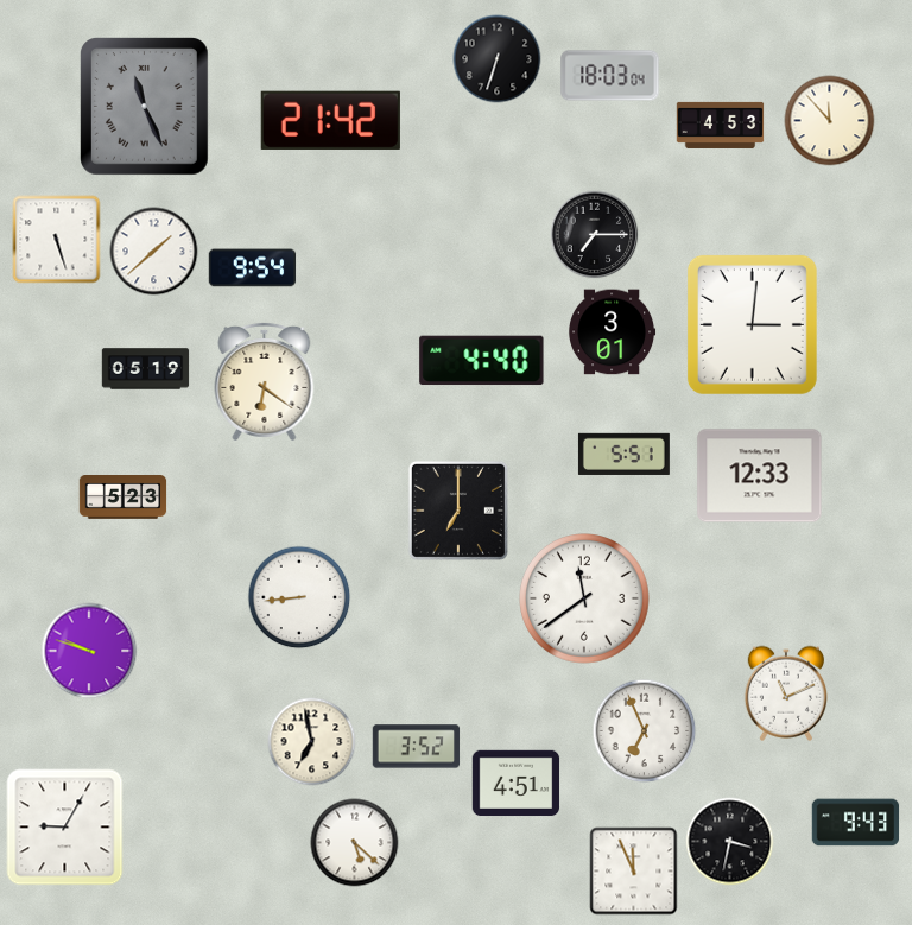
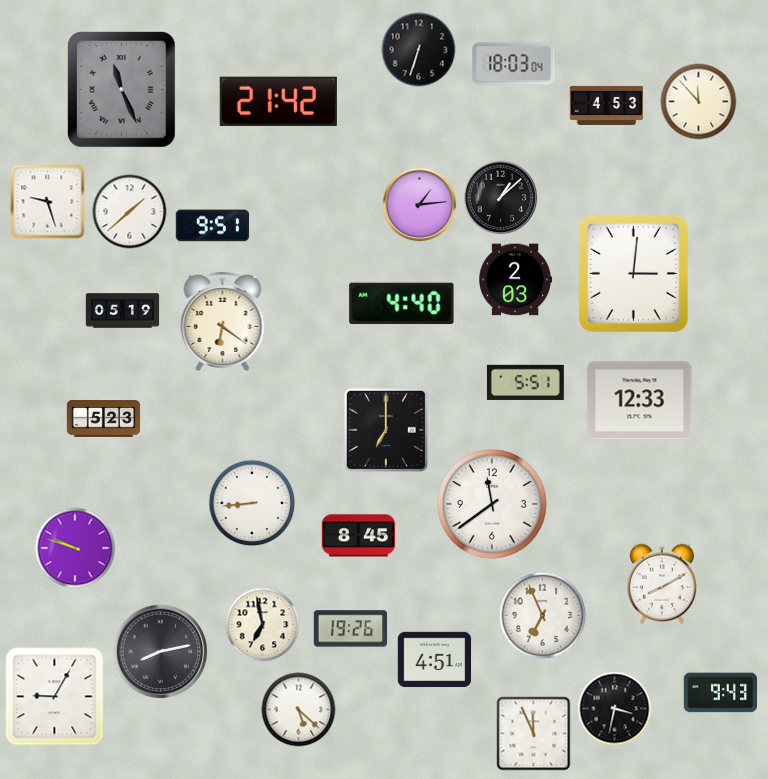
clock at (595, 235): 7:15 -> 1:08
clock at (57, 240): 5:27 -> 9:27
clock at (420, 205): none -> 1:14
clock at (253, 268): 9:54 -> 9:51
clock at (613, 332): 3:01 -> 2:03
clock at (482, 361) position: (482, 361) -> (402, 304)
clock at (359, 536): none -> 8:45
clock at (785, 693): 11:11 -> 8:10
clock at (417, 747): 3:52 -> 19:26
clock at (161, 652): none -> 8:13
